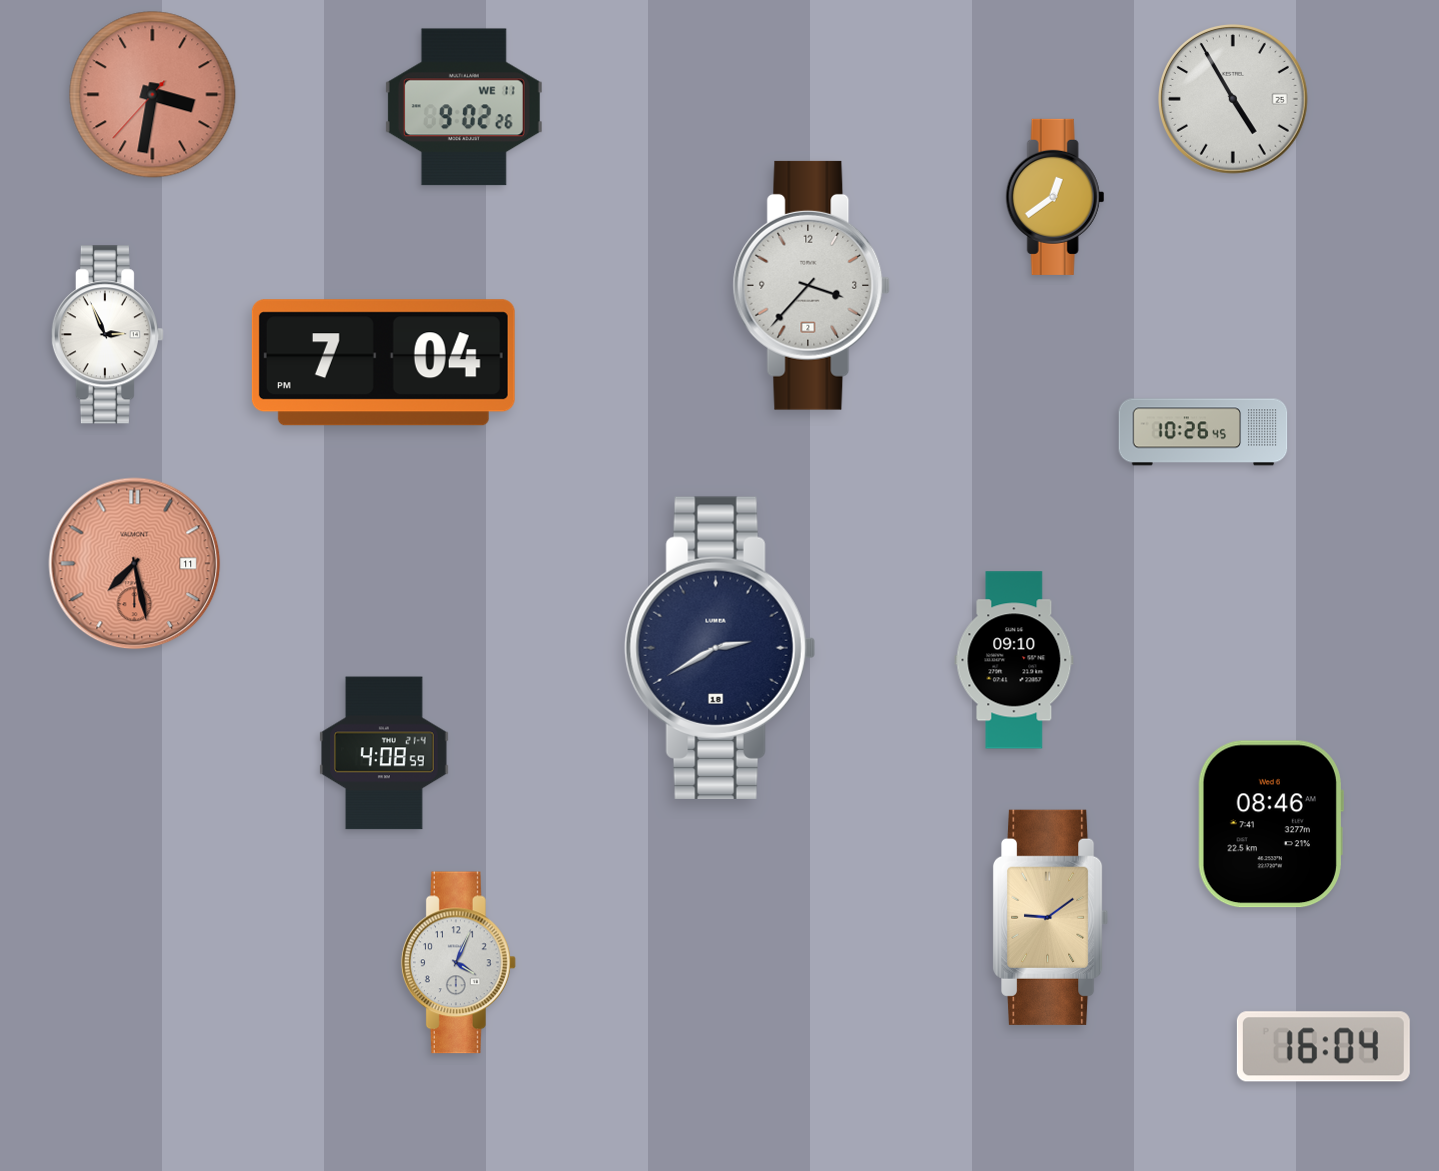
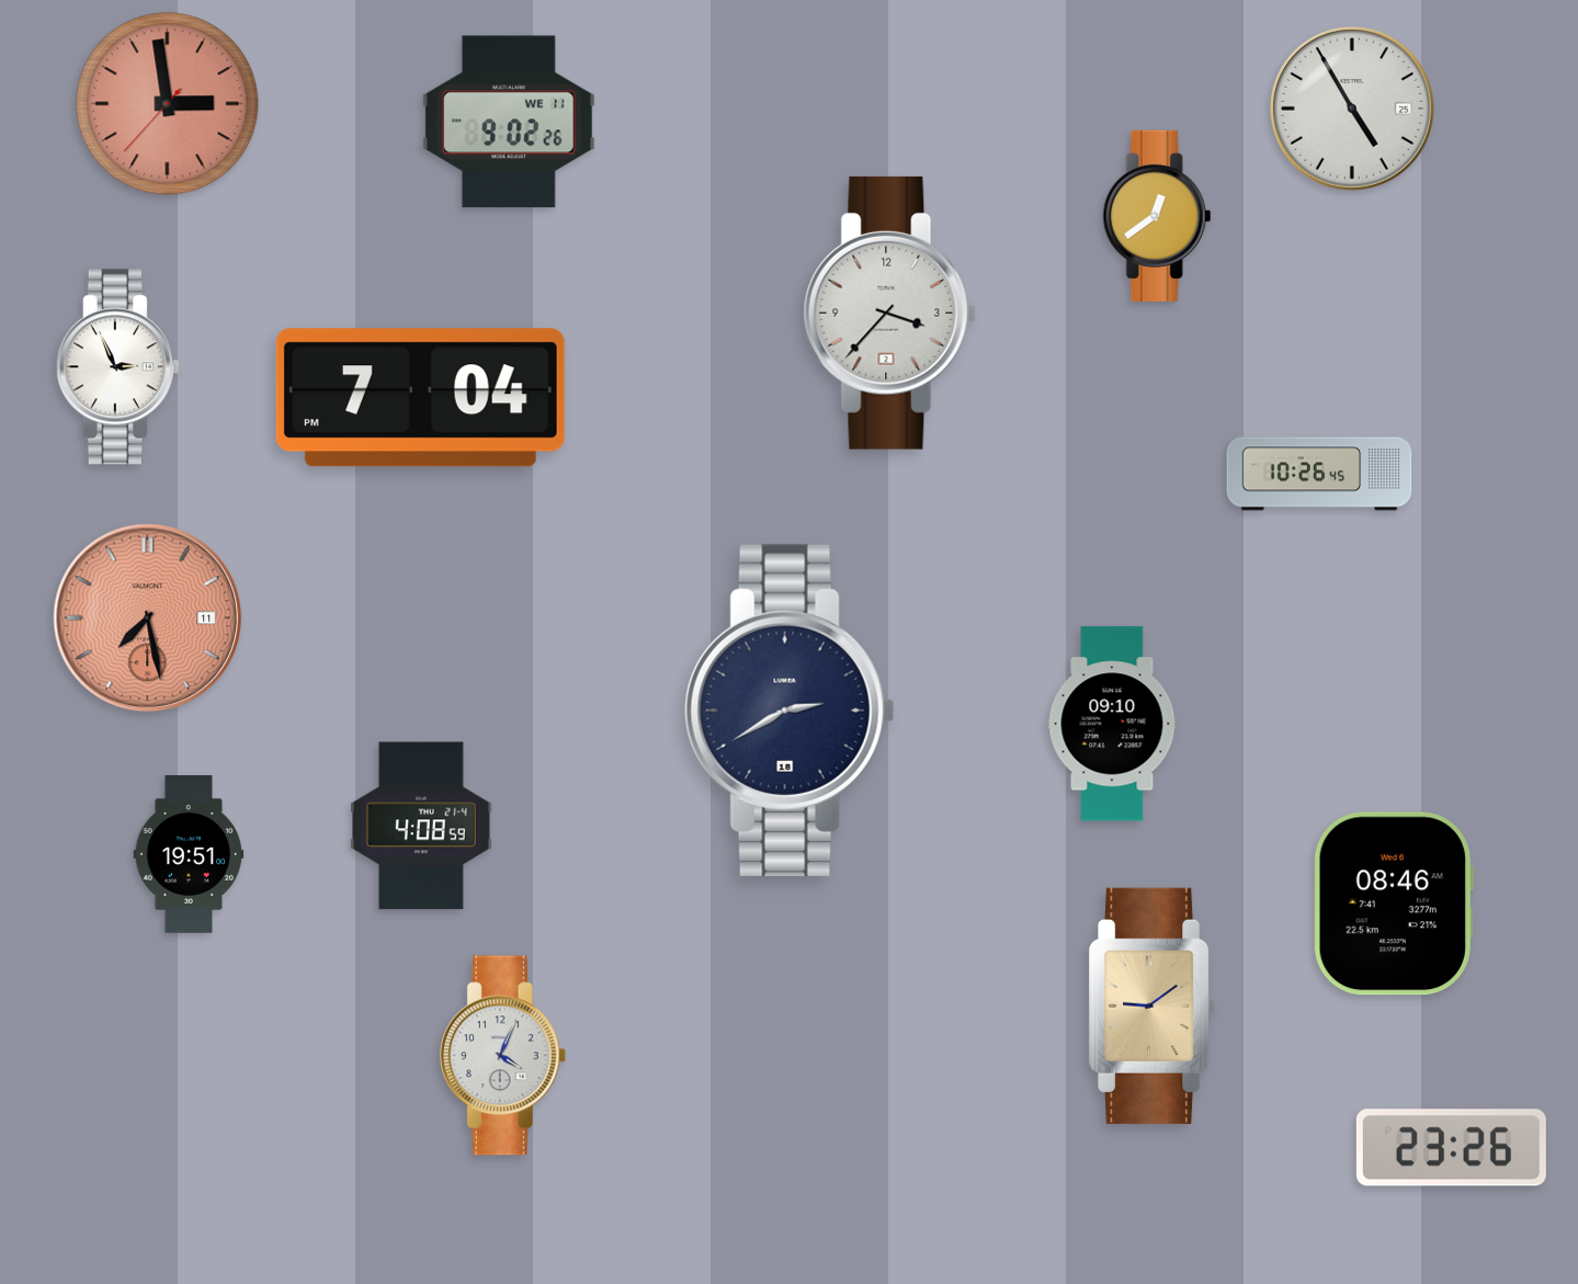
clock at (153, 95): 3:31 -> 2:58
clock at (464, 107) position: (464, 107) -> (509, 122)
clock at (189, 855): none -> 19:51
clock at (1323, 1047): 16:04 -> 23:26
